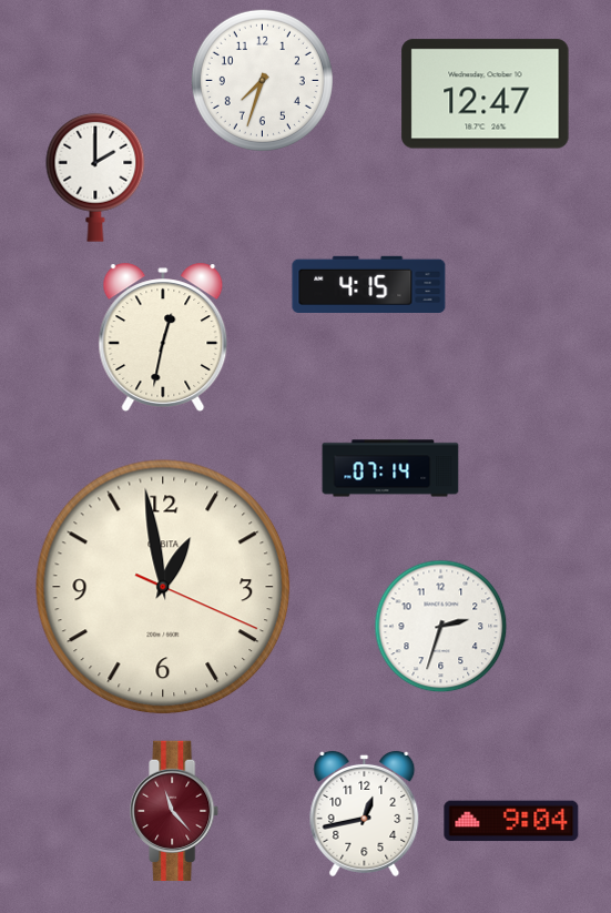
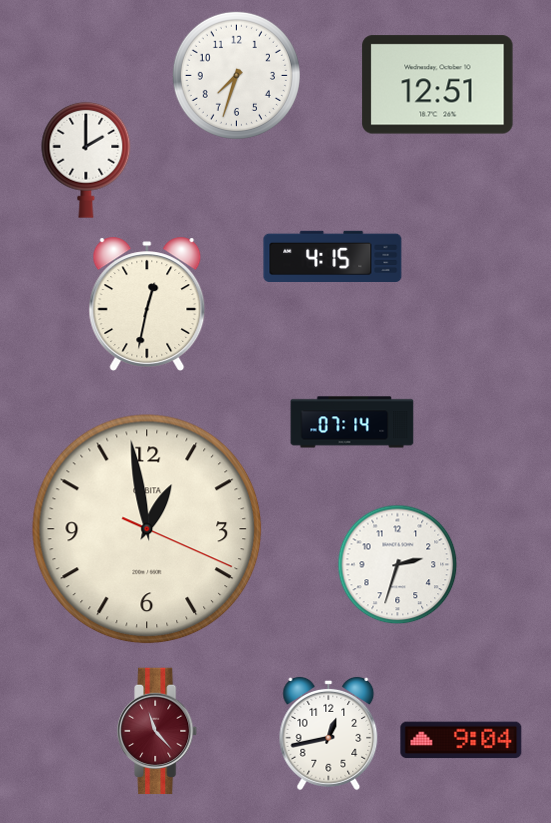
clock at (262, 80) position: (262, 80) -> (236, 75)
clock at (486, 94): 12:47 -> 12:51
